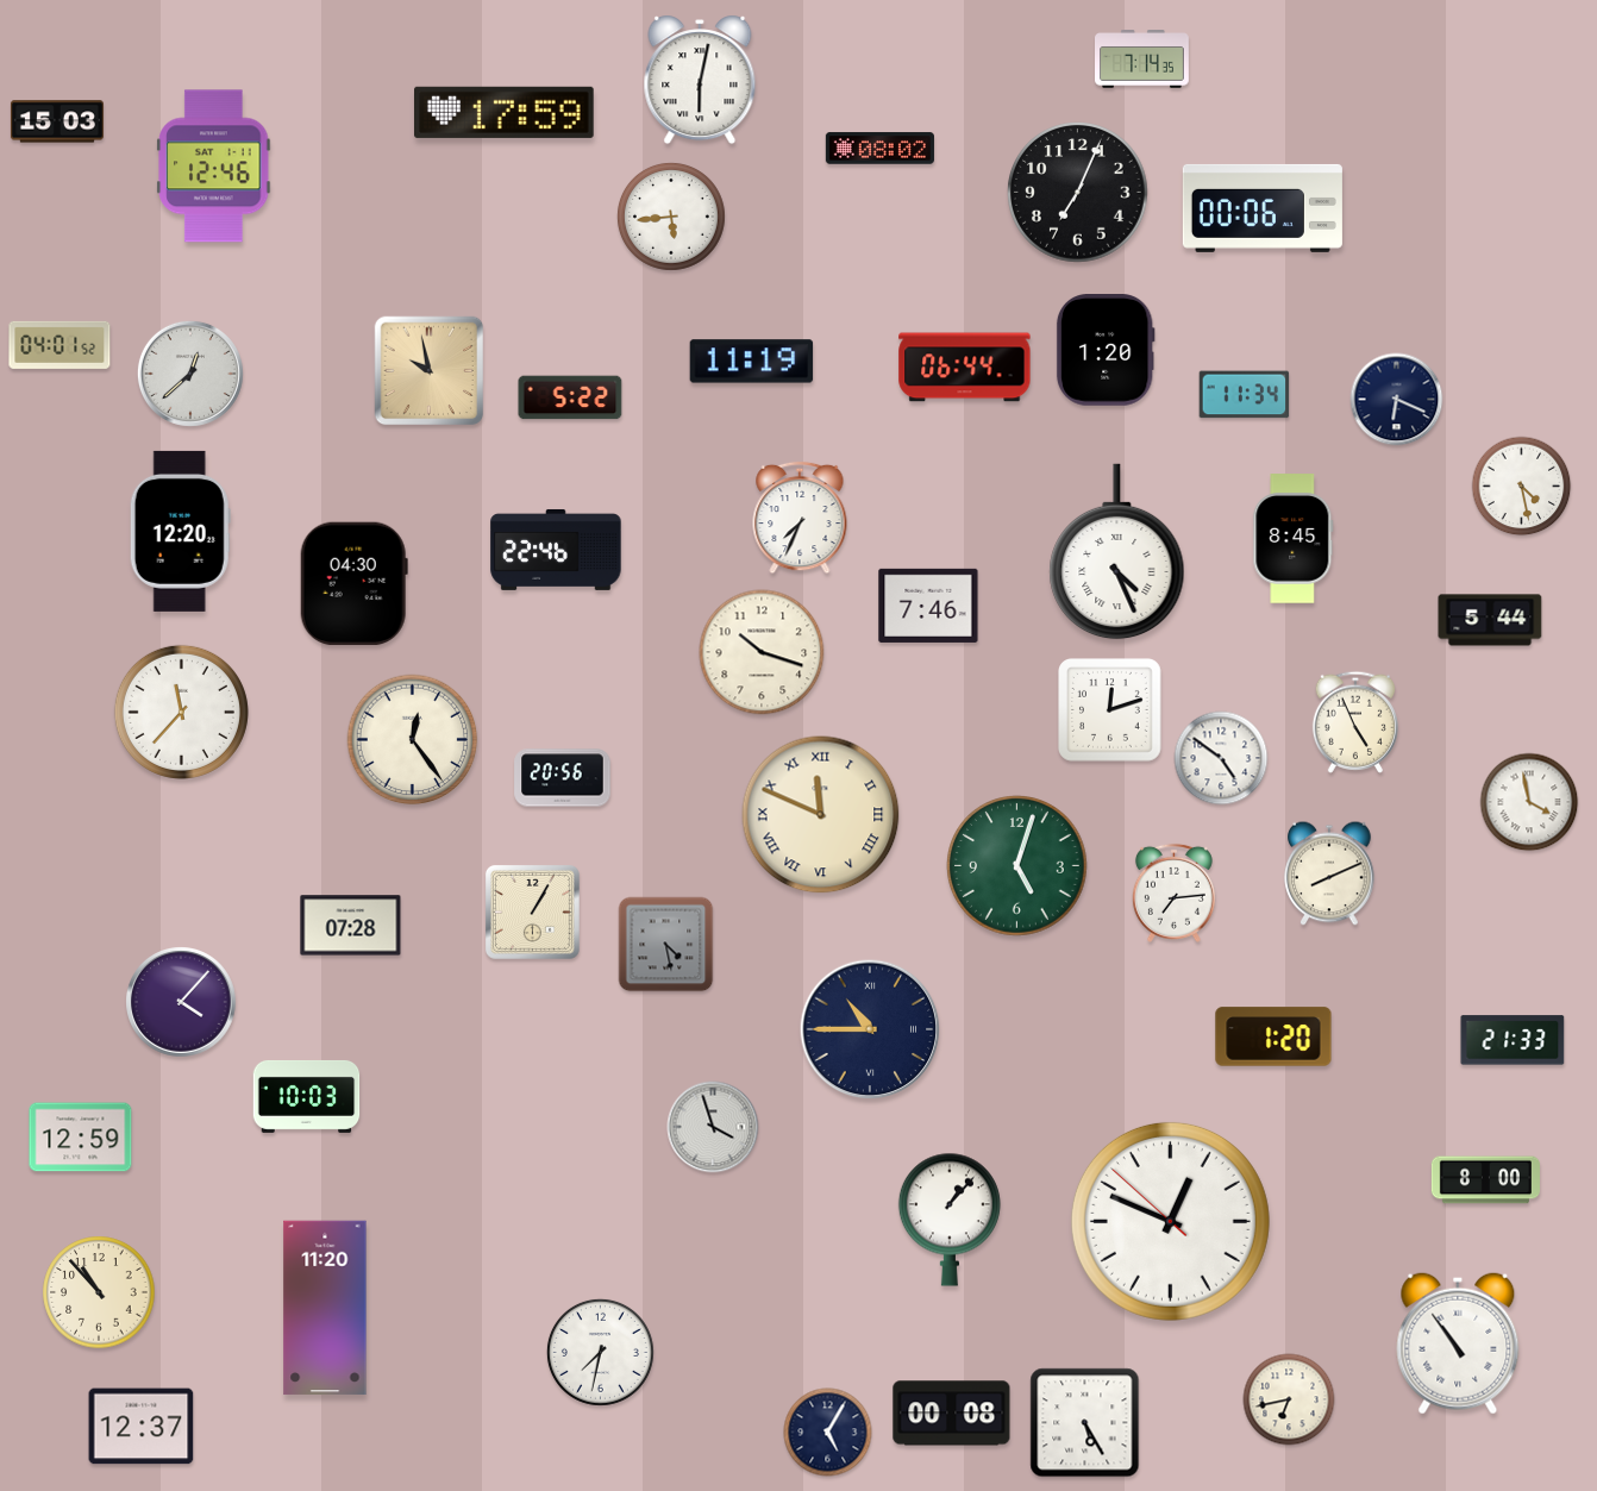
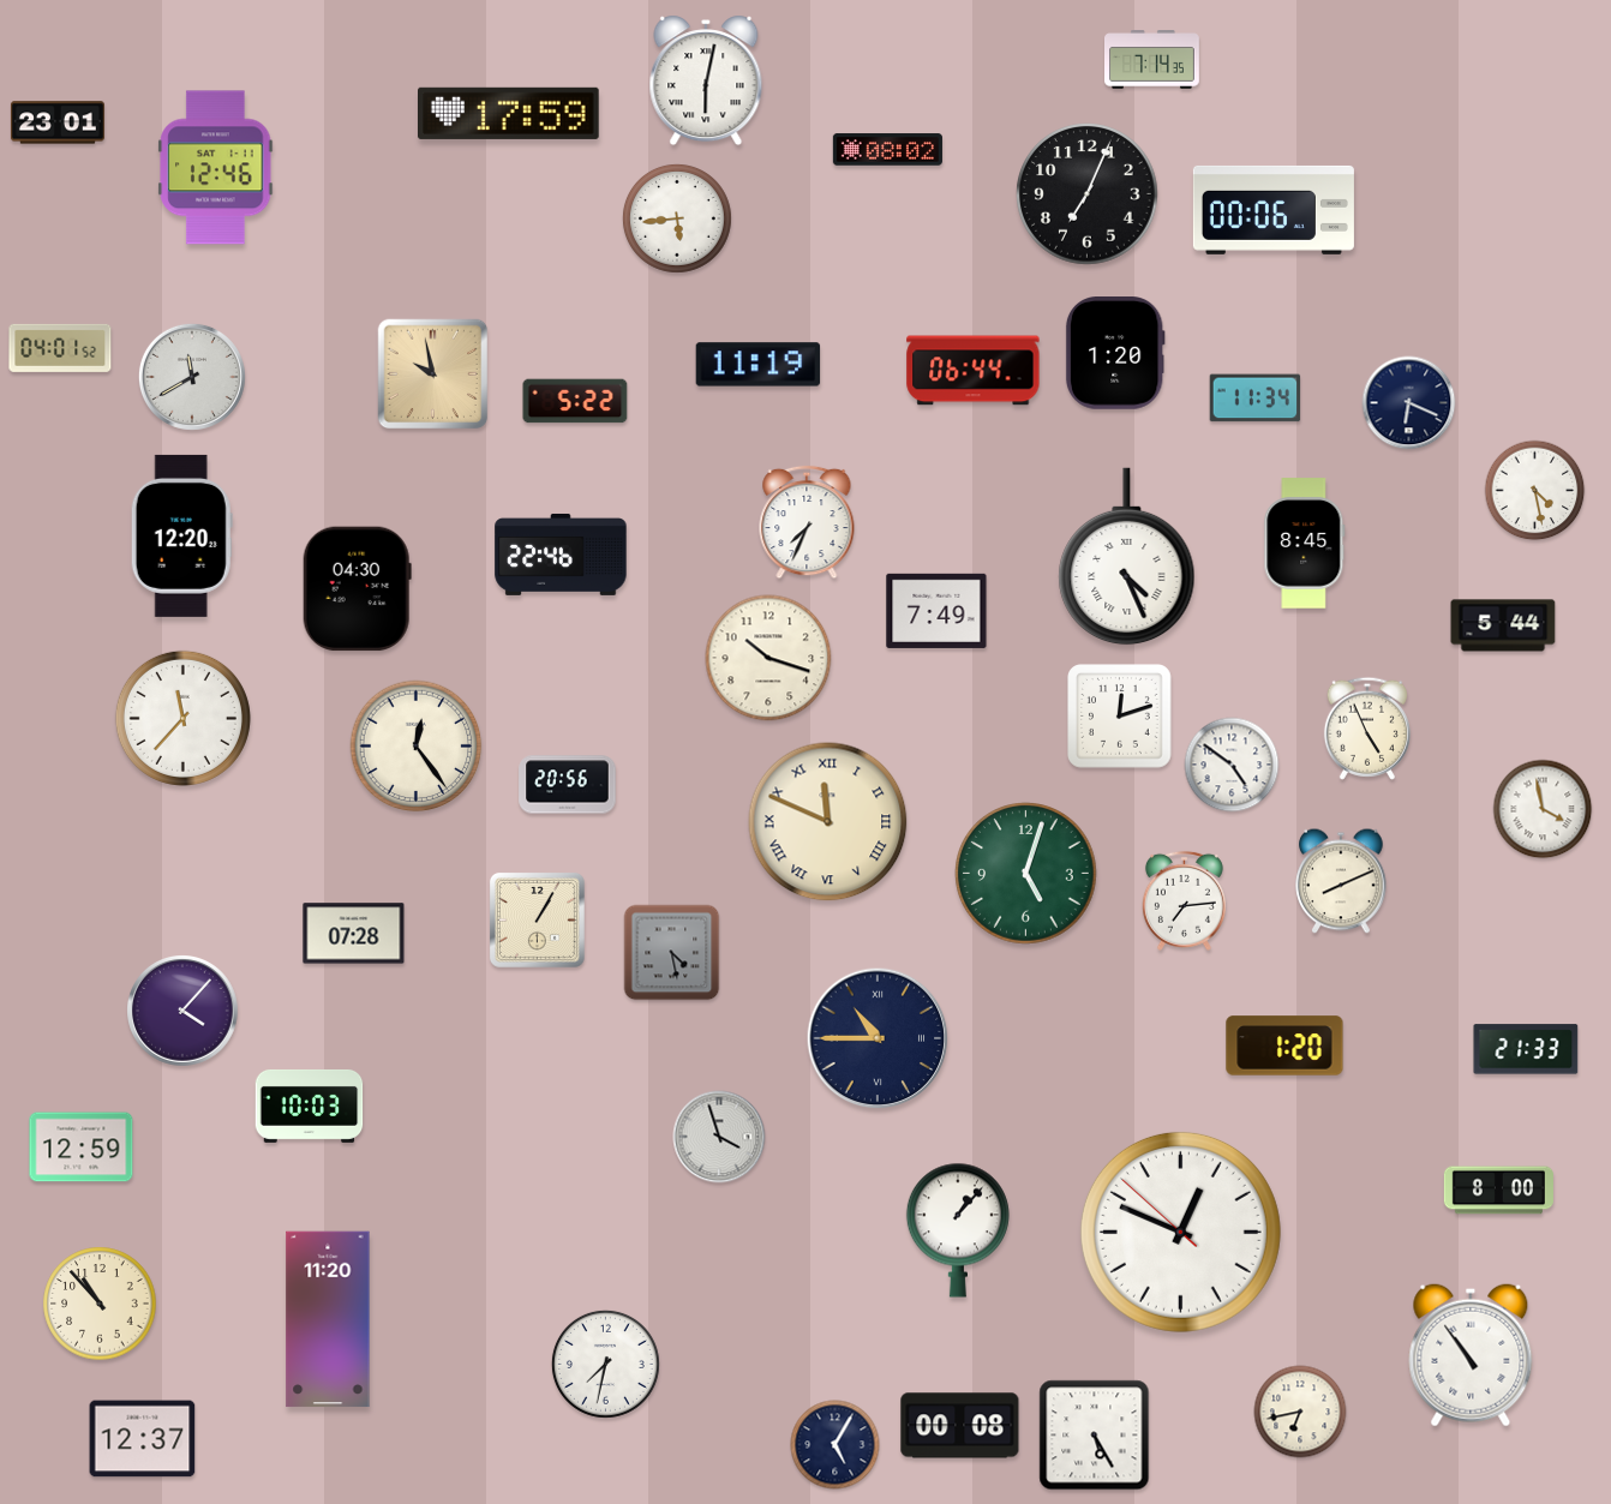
clock at (57, 121): 15:03 -> 23:01
clock at (190, 374): 12:38 -> 11:40
clock at (928, 606): 7:46 -> 7:49
